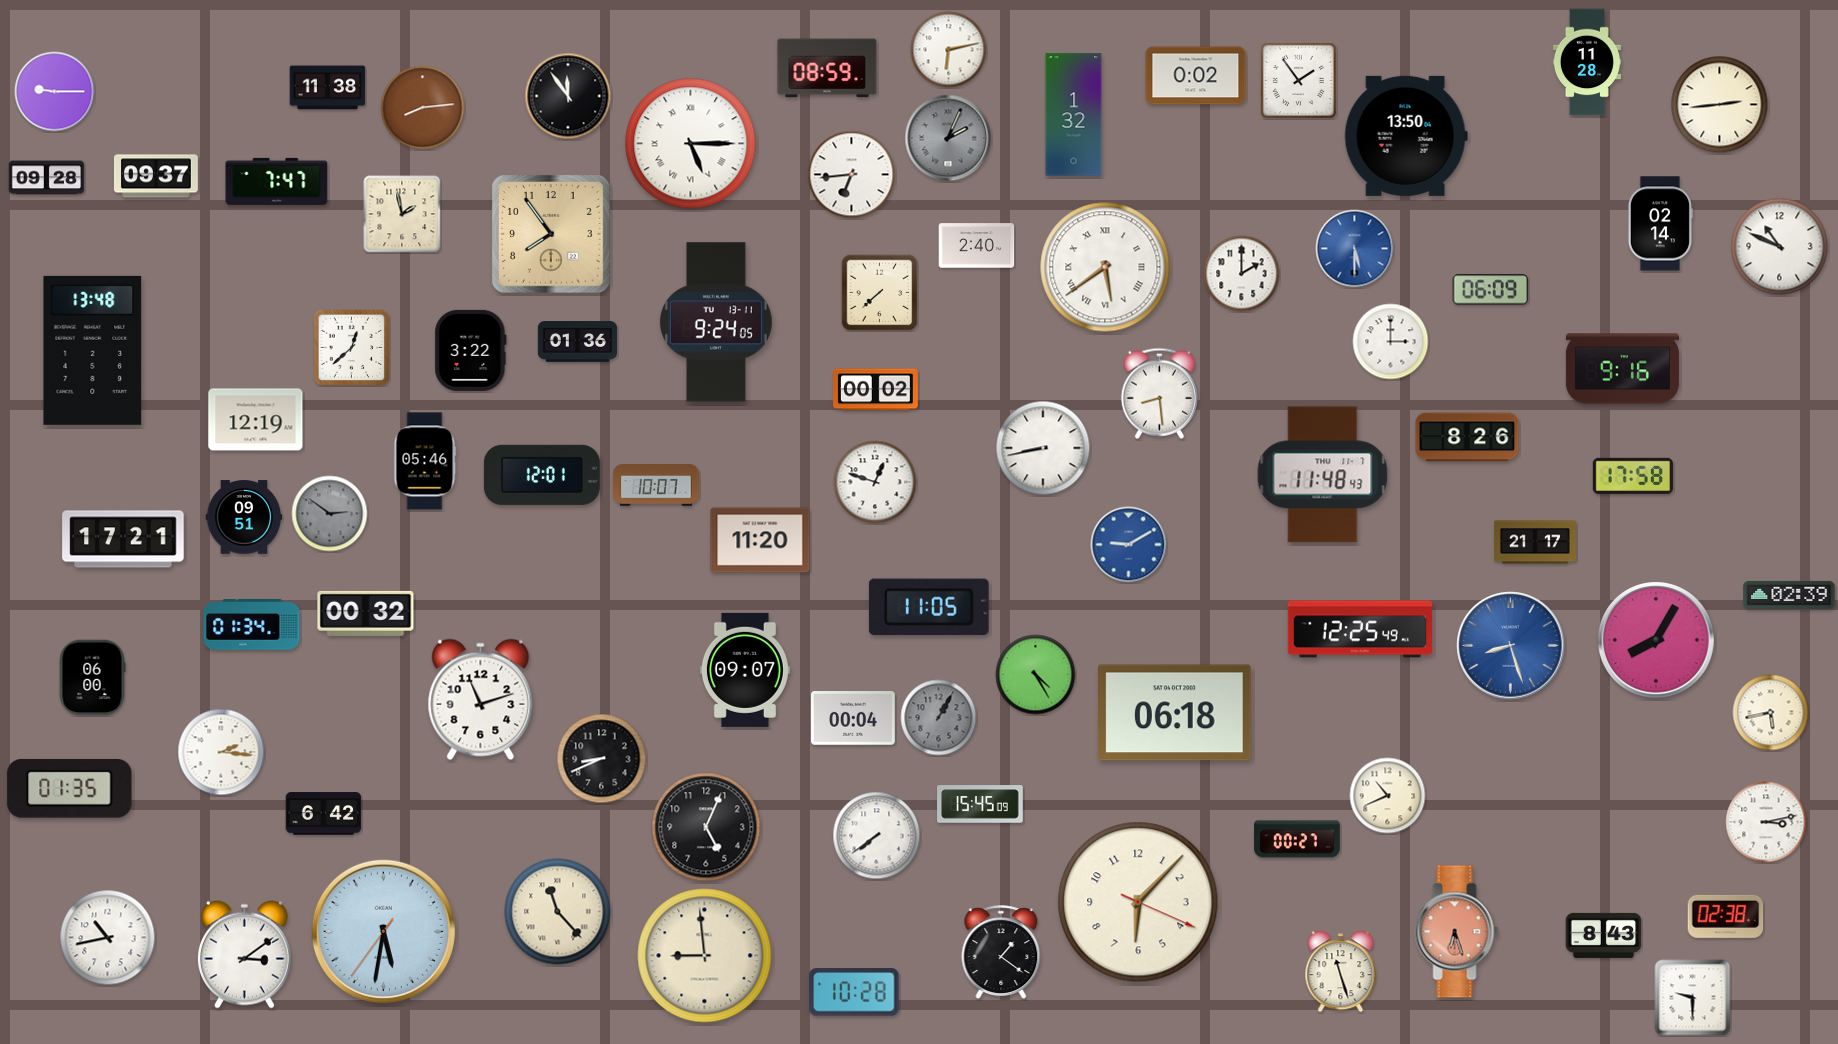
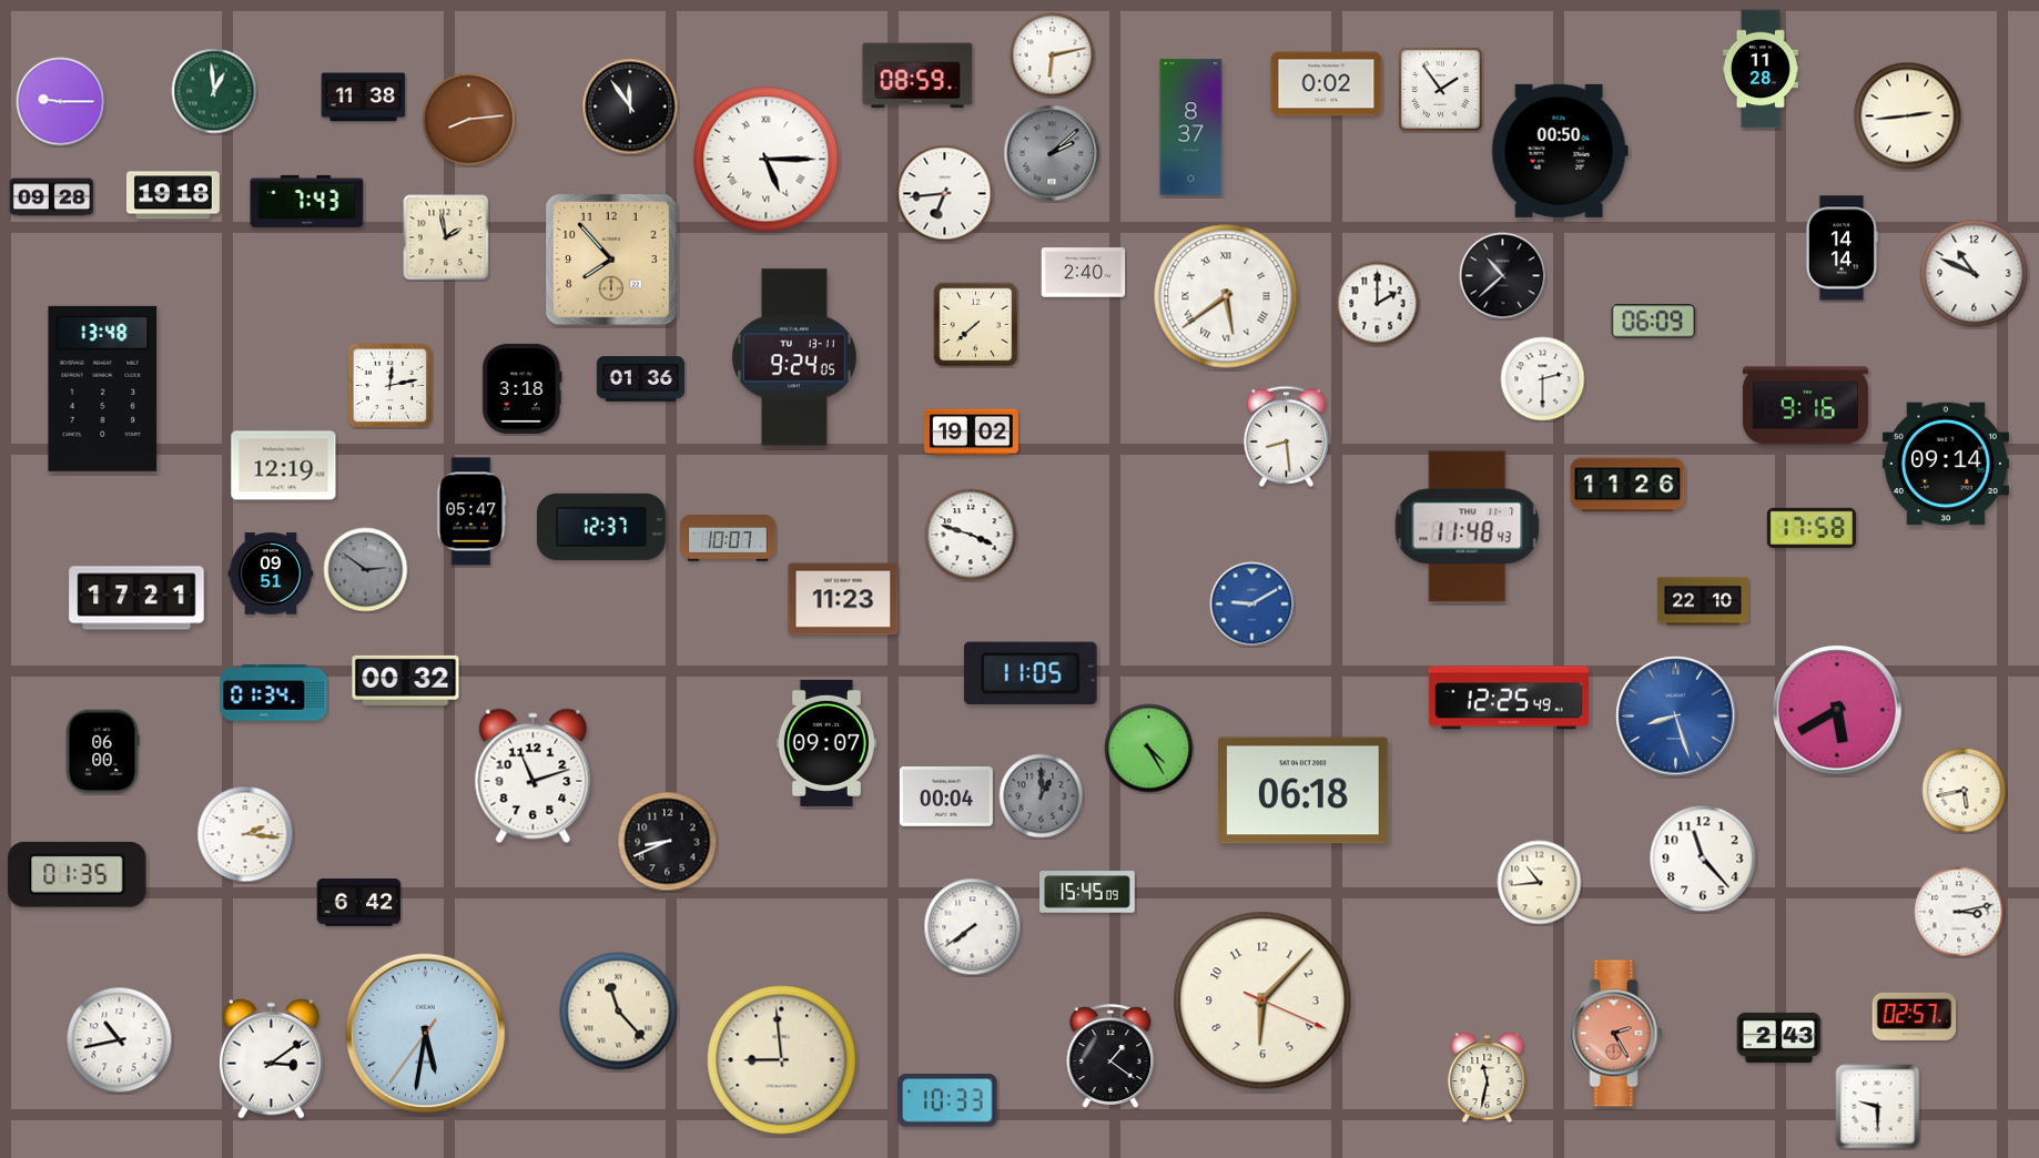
clock at (214, 91): none -> 12:59
clock at (1074, 115): 1:32 -> 8:37
clock at (1406, 136): 13:50 -> 00:50
clock at (948, 138): 2:04 -> 2:08
clock at (156, 176): 09:37 -> 19:18
clock at (277, 181): 7:47 -> 7:43
clock at (1660, 224): 02:14 -> 14:14
clock at (551, 234): 7:54 -> 7:53
clock at (1355, 249): 5:30 -> 10:38
clock at (1355, 249) dial: blue -> black
clock at (1391, 342): 3:00 -> 2:30
clock at (351, 348): 12:38 -> 12:13
clock at (471, 350): 3:22 -> 3:18
clock at (1622, 369) position: (1622, 369) -> (1805, 406)
clock at (876, 390): 00:02 -> 19:02
clock at (1946, 464): none -> 09:14
clock at (1467, 437): 8:26 -> 11:26
clock at (1043, 448): 8:43 -> none
clock at (425, 461): 05:46 -> 05:47
clock at (542, 475): 12:01 -> 12:37
clock at (875, 482): 12:48 -> 3:48
clock at (760, 540): 11:20 -> 11:23
clock at (1535, 542): 21:17 -> 22:10
clock at (1789, 595): 02:39 -> none
clock at (252, 625) position: (252, 625) -> (274, 693)
clock at (1657, 641): 8:05 -> 5:40
clock at (939, 718): 1:05 -> 1:00
clock at (1703, 859): none -> 11:23
clock at (1388, 796): 10:41 -> 10:44
clock at (706, 827): 5:04 -> none
clock at (1297, 839): 00:27 -> none
clock at (1726, 916): 02:38 -> 02:57
clock at (1457, 932): 6:27 -> 2:25
clock at (1604, 935): 8:43 -> 2:43
clock at (1341, 972): 11:27 -> 11:32
clock at (854, 992): 10:28 -> 10:33
